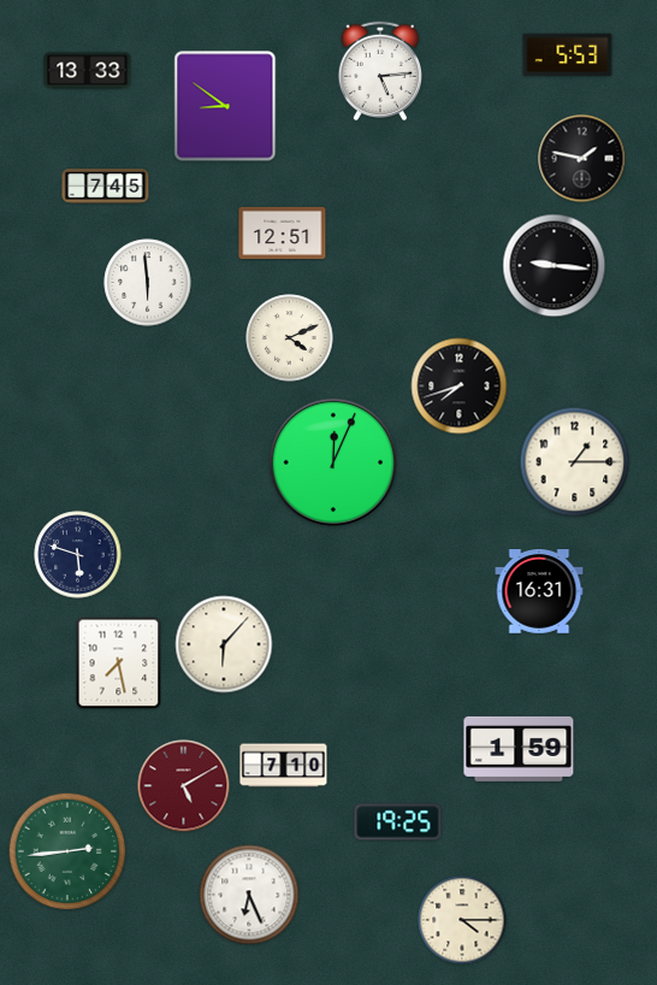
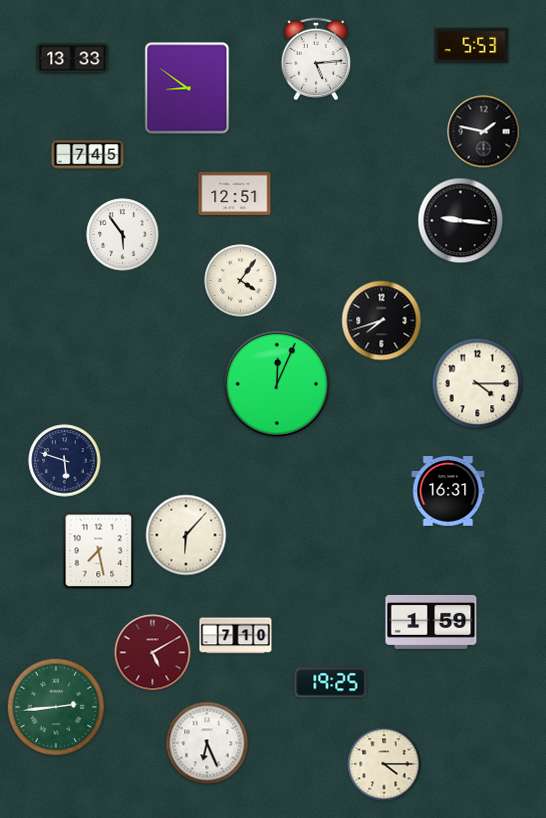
clock at (148, 283): 5:59 -> 5:54
clock at (290, 338): 4:11 -> 4:06
clock at (575, 462): 1:15 -> 4:15
